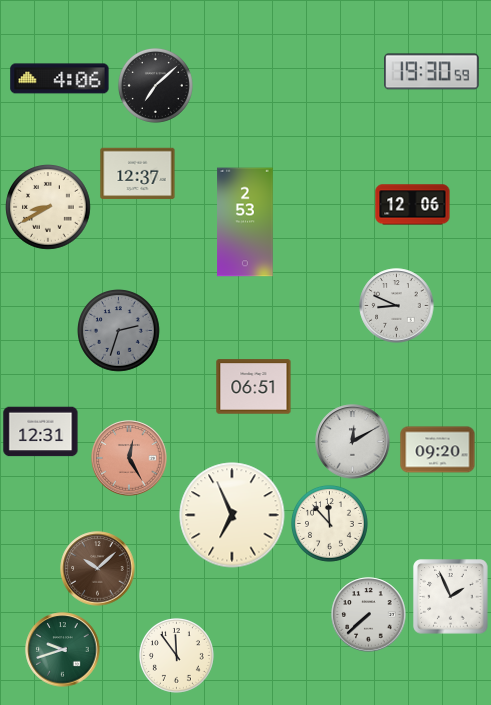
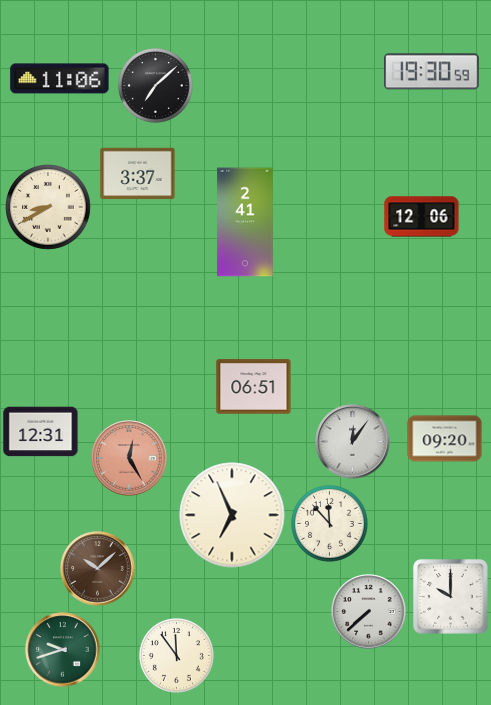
clock at (60, 79): 4:06 -> 11:06
clock at (138, 174): 12:37 -> 3:37
clock at (413, 205) position: (413, 205) -> (422, 217)
clock at (245, 222): 2:53 -> 2:41
clock at (397, 306): 8:49 -> none
clock at (119, 331): 2:33 -> none
clock at (353, 442): 12:10 -> 12:06
clock at (438, 450) position: (438, 450) -> (445, 439)
clock at (451, 597): 1:56 -> 10:00
clock at (369, 615) position: (369, 615) -> (369, 612)
